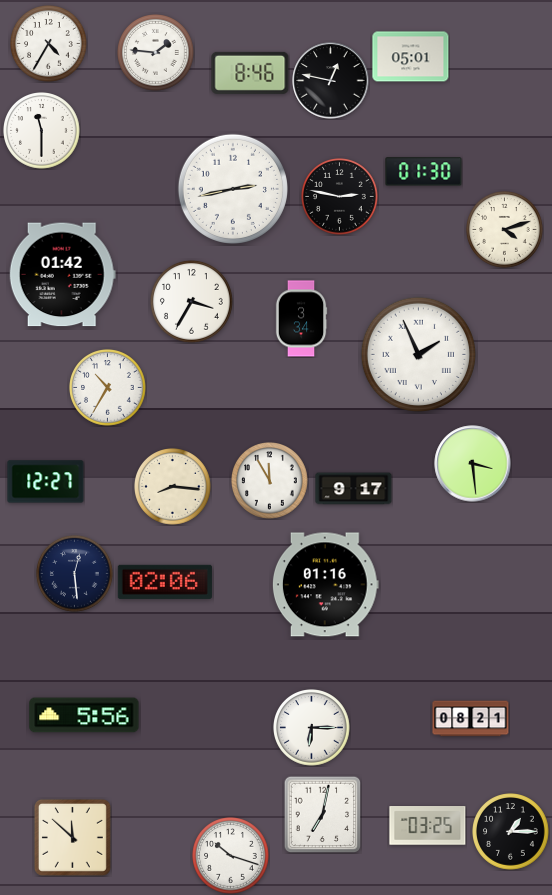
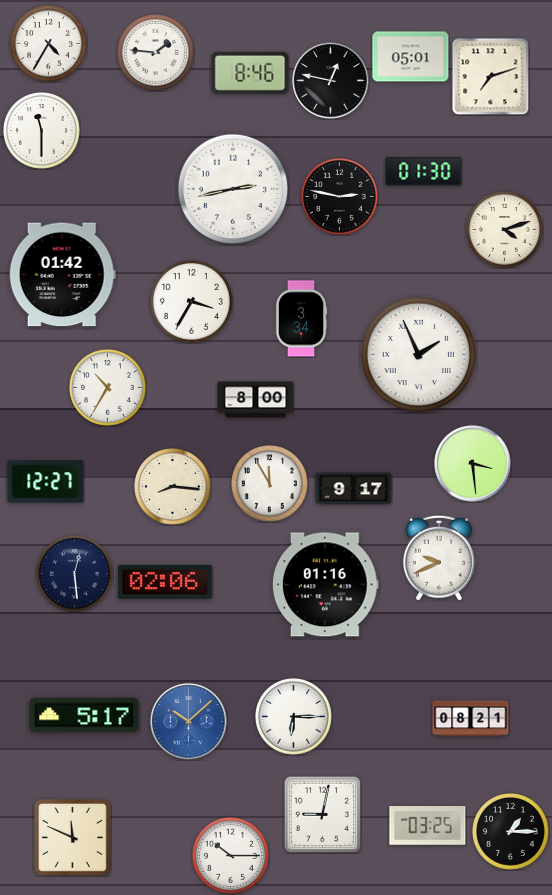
clock at (490, 76): none -> 7:12
clock at (256, 400): none -> 8:00
clock at (270, 481) position: (270, 481) -> (270, 484)
clock at (439, 558): none -> 9:41
clock at (84, 715): 5:56 -> 5:17
clock at (189, 722): none -> 10:08
clock at (312, 728) position: (312, 728) -> (294, 717)
clock at (322, 814): 7:02 -> 9:02
clock at (72, 837): 11:52 -> 11:49
clock at (231, 856): 10:18 -> 10:15
